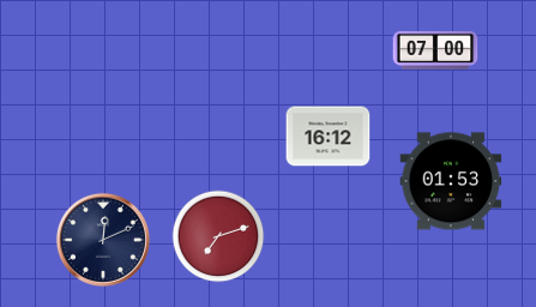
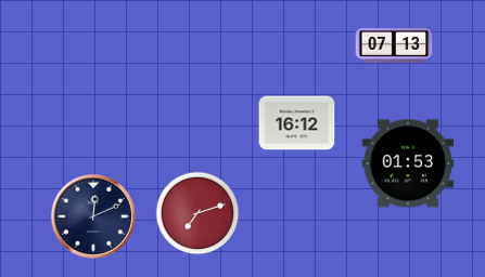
clock at (435, 50): 07:00 -> 07:13
